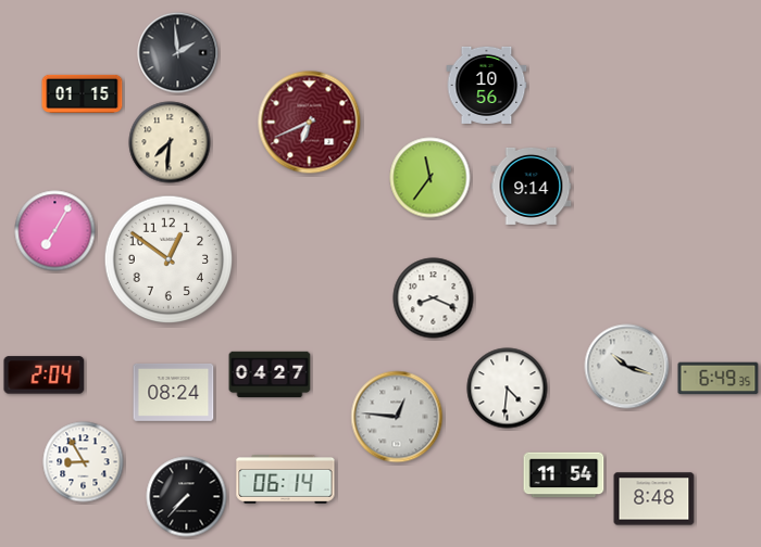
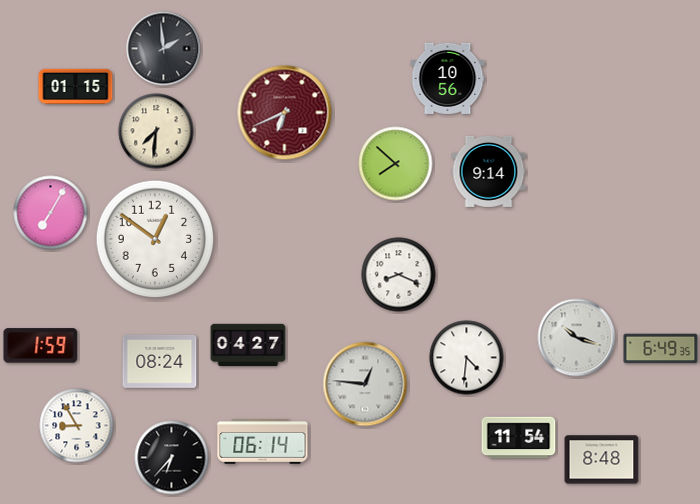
clock at (431, 178): 11:36 -> 7:52
clock at (45, 376): 2:04 -> 1:59
clock at (187, 497): 7:37 -> 6:37
